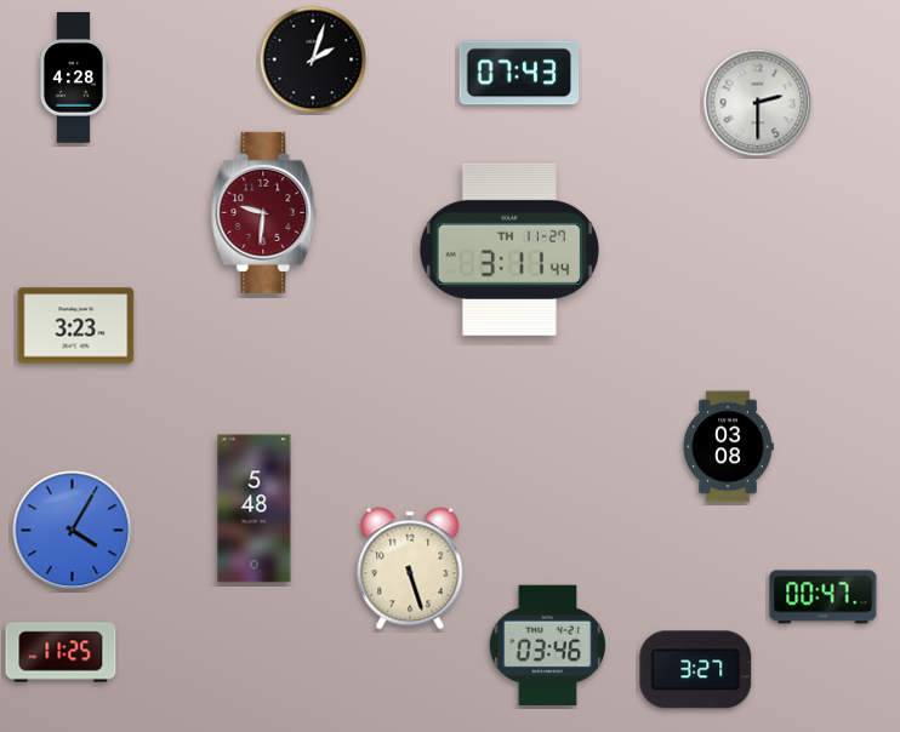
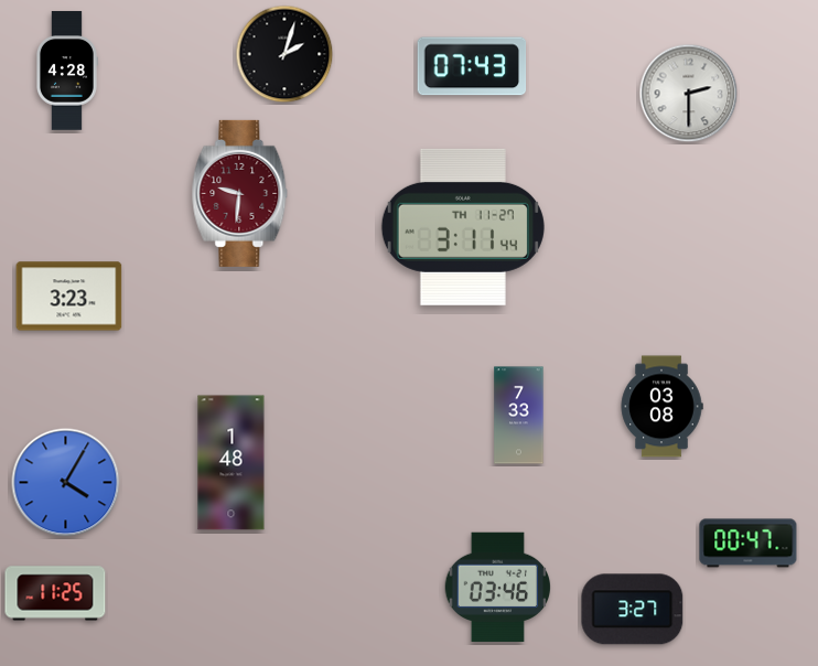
clock at (519, 416): none -> 7:33
clock at (255, 509): 5:48 -> 1:48
clock at (410, 568): 5:27 -> none
